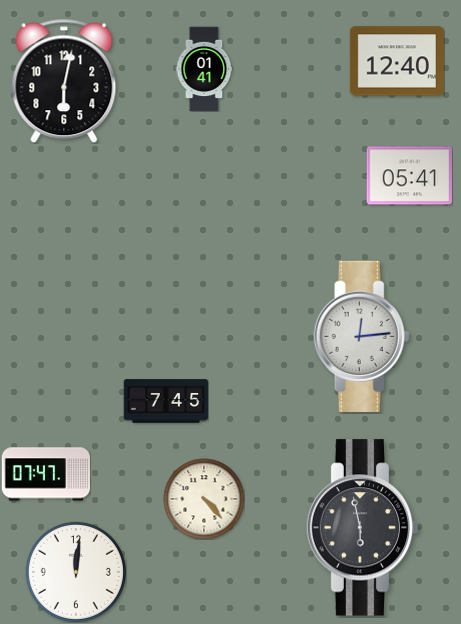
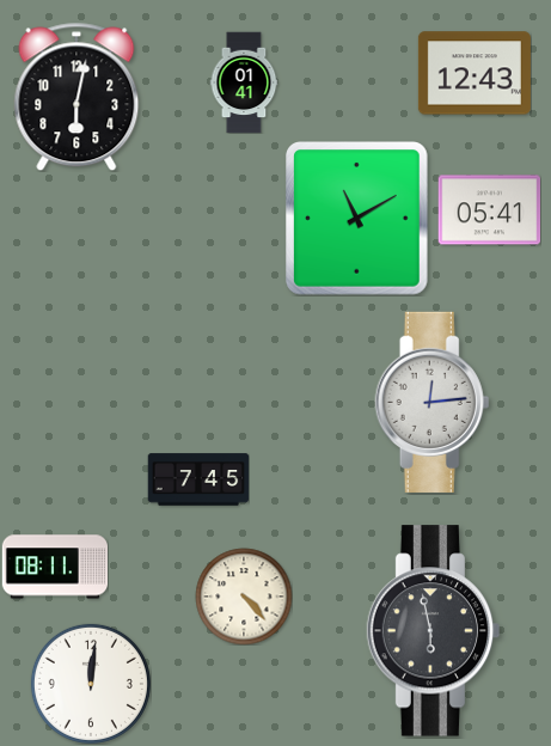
clock at (397, 61): 12:40 -> 12:43
clock at (357, 219): none -> 11:10
clock at (46, 474): 07:47 -> 08:11
